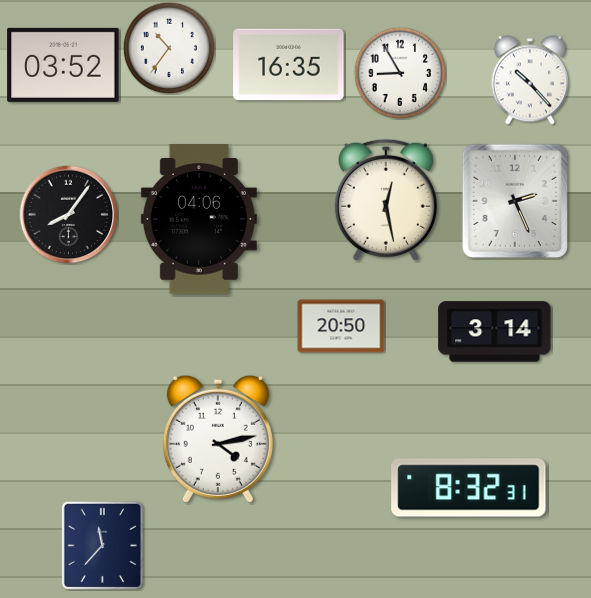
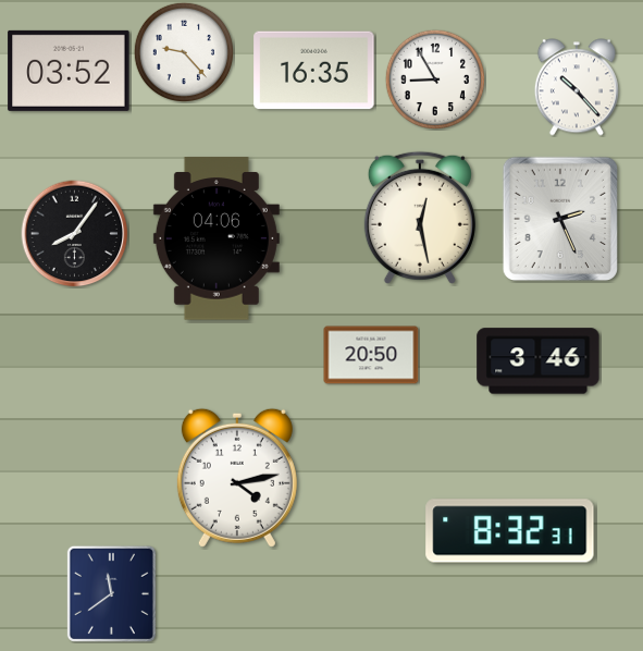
clock at (168, 47): 10:36 -> 9:23
clock at (495, 332): 3:14 -> 3:46
clock at (102, 545): 11:37 -> 11:39
